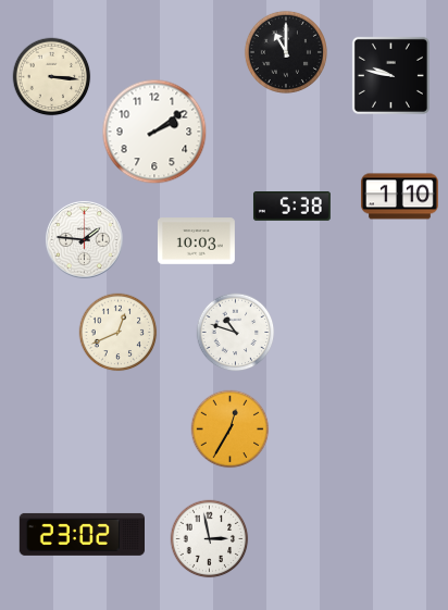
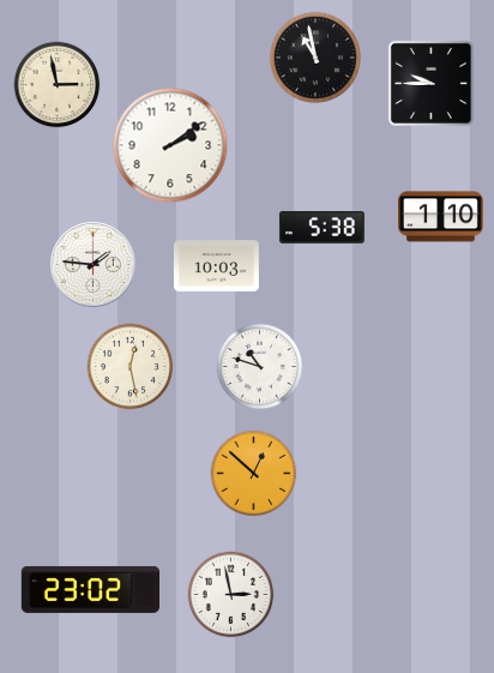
clock at (286, 52): 11:00 -> 10:58
clock at (390, 75): 9:47 -> 9:45
clock at (52, 77): 3:16 -> 2:58
clock at (119, 333): 12:41 -> 12:28
clock at (231, 430): 12:35 -> 12:52
